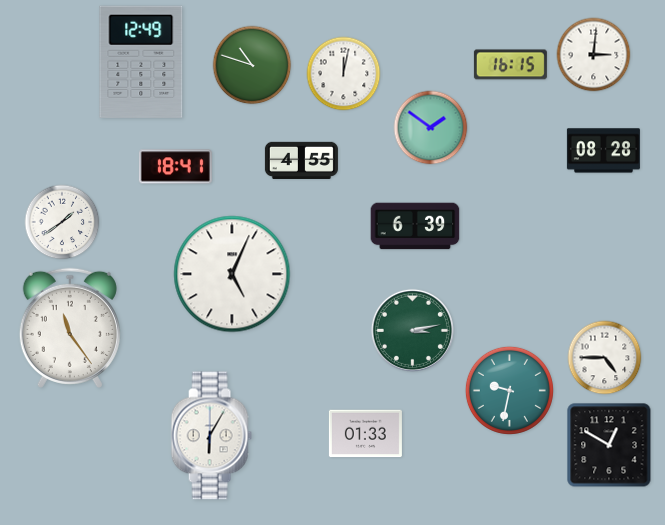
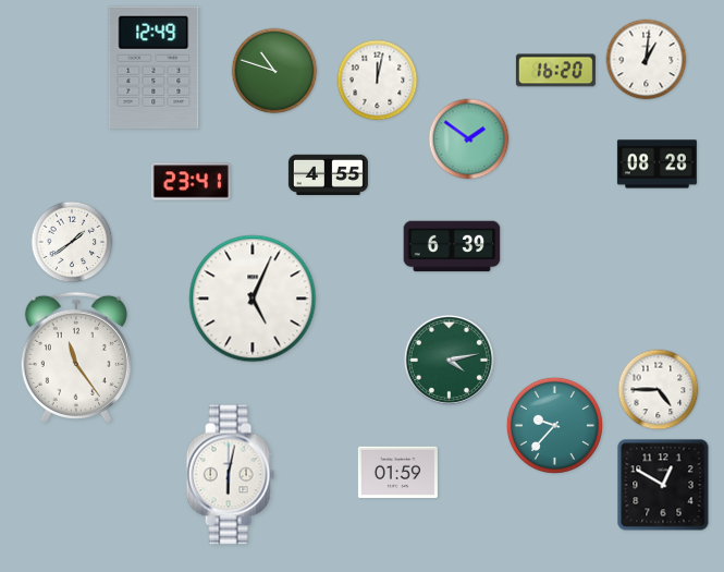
clock at (594, 55): 3:01 -> 1:01
clock at (510, 65): 16:15 -> 16:20
clock at (344, 74) position: (344, 74) -> (378, 81)
clock at (175, 167): 18:41 -> 23:41
clock at (62, 222) position: (62, 222) -> (72, 242)
clock at (412, 330): 3:13 -> 4:13
clock at (509, 390): 9:32 -> 9:37
clock at (365, 434): 01:33 -> 01:59
clock at (211, 436): 6:05 -> 6:02
